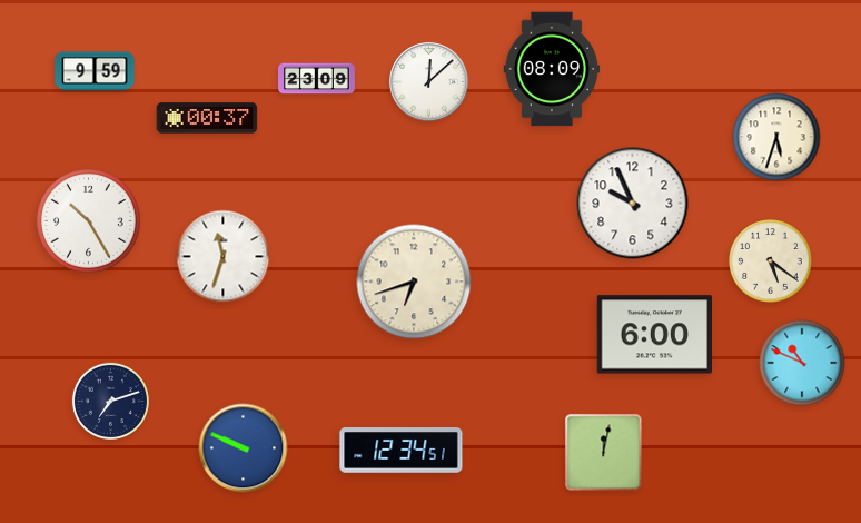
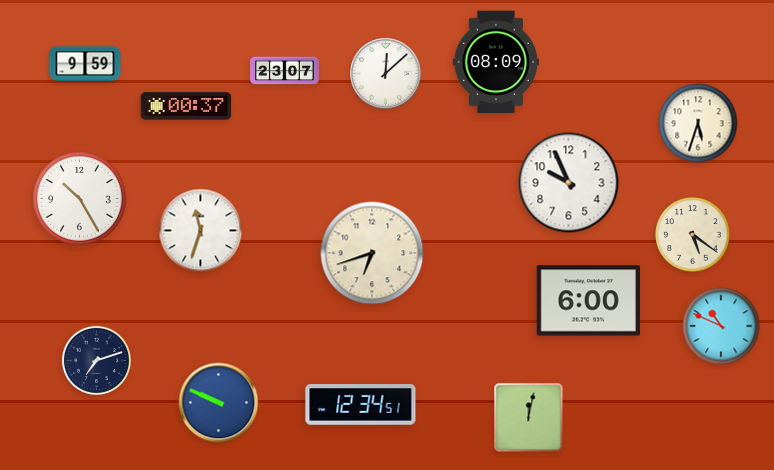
clock at (317, 79): 23:09 -> 23:07
clock at (110, 401) position: (110, 401) -> (96, 360)
clock at (604, 453) position: (604, 453) -> (529, 418)
